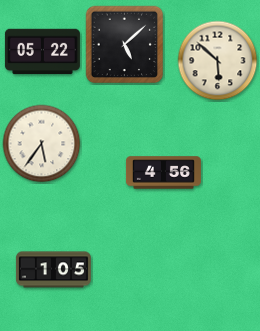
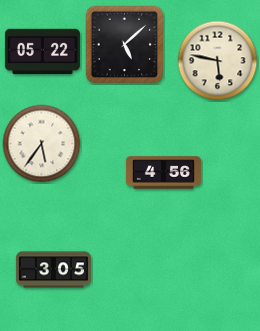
clock at (218, 61): 5:52 -> 5:47
clock at (53, 270): 1:05 -> 3:05
